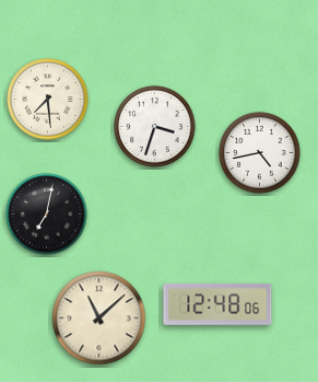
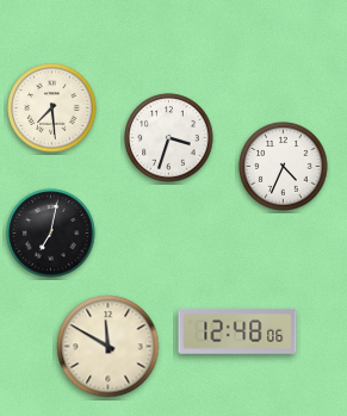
clock at (260, 153): 4:43 -> 4:34
clock at (99, 319): 11:08 -> 11:50
